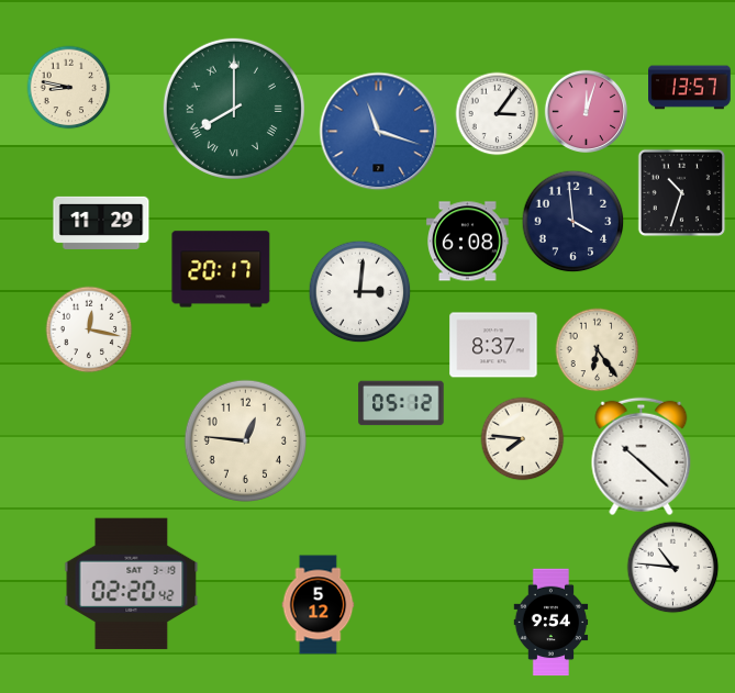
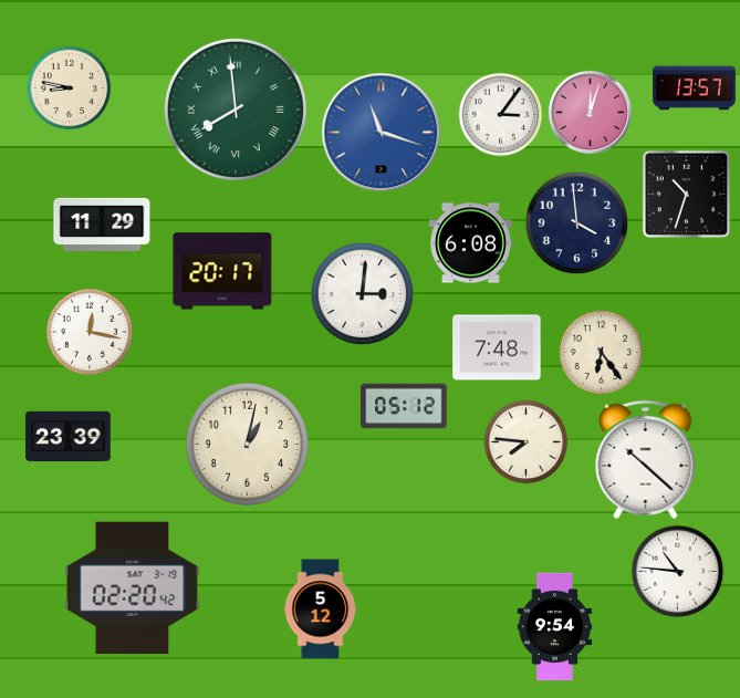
clock at (234, 109): 8:00 -> 7:59
clock at (493, 345): 8:37 -> 7:48
clock at (69, 437): none -> 23:39
clock at (245, 440): 12:46 -> 1:02
